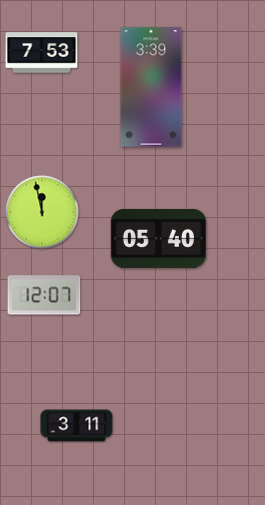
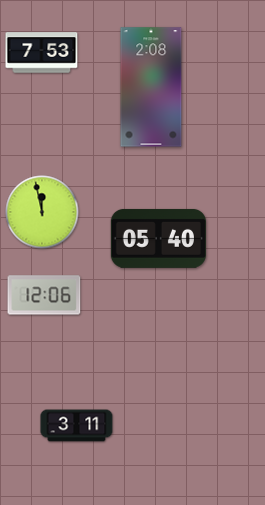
clock at (151, 87): 3:39 -> 2:08
clock at (44, 295): 12:07 -> 12:06
